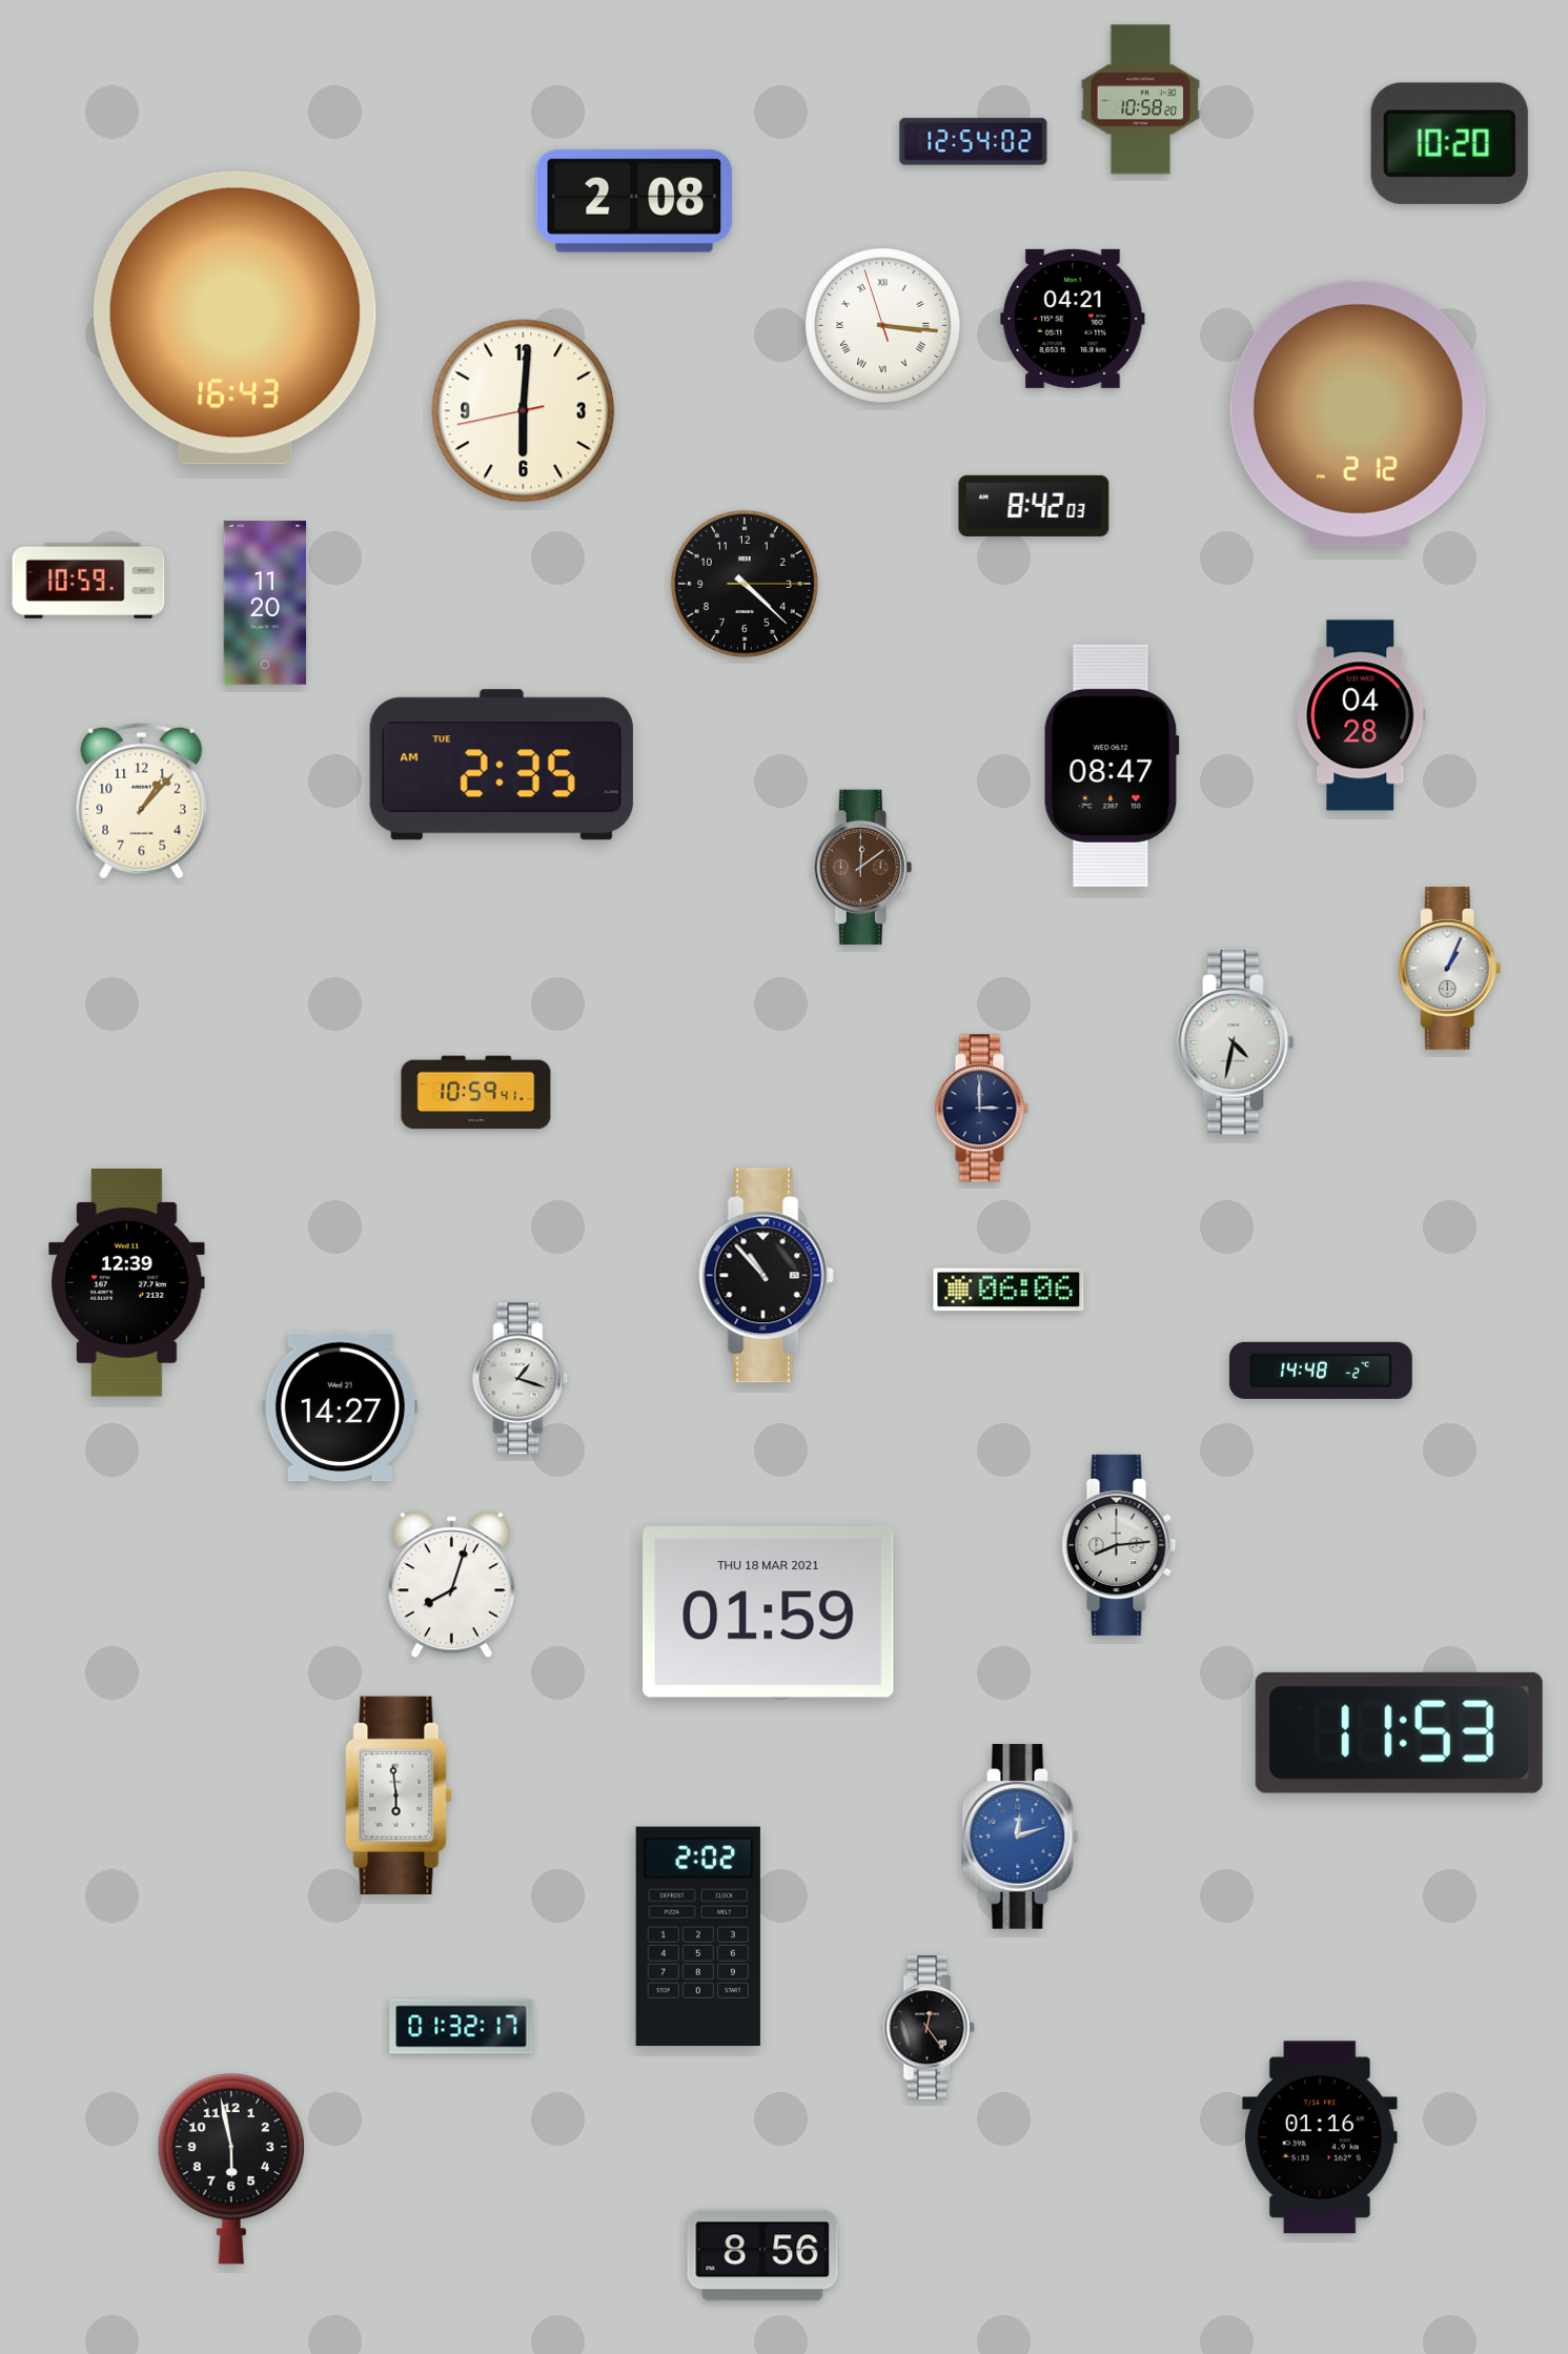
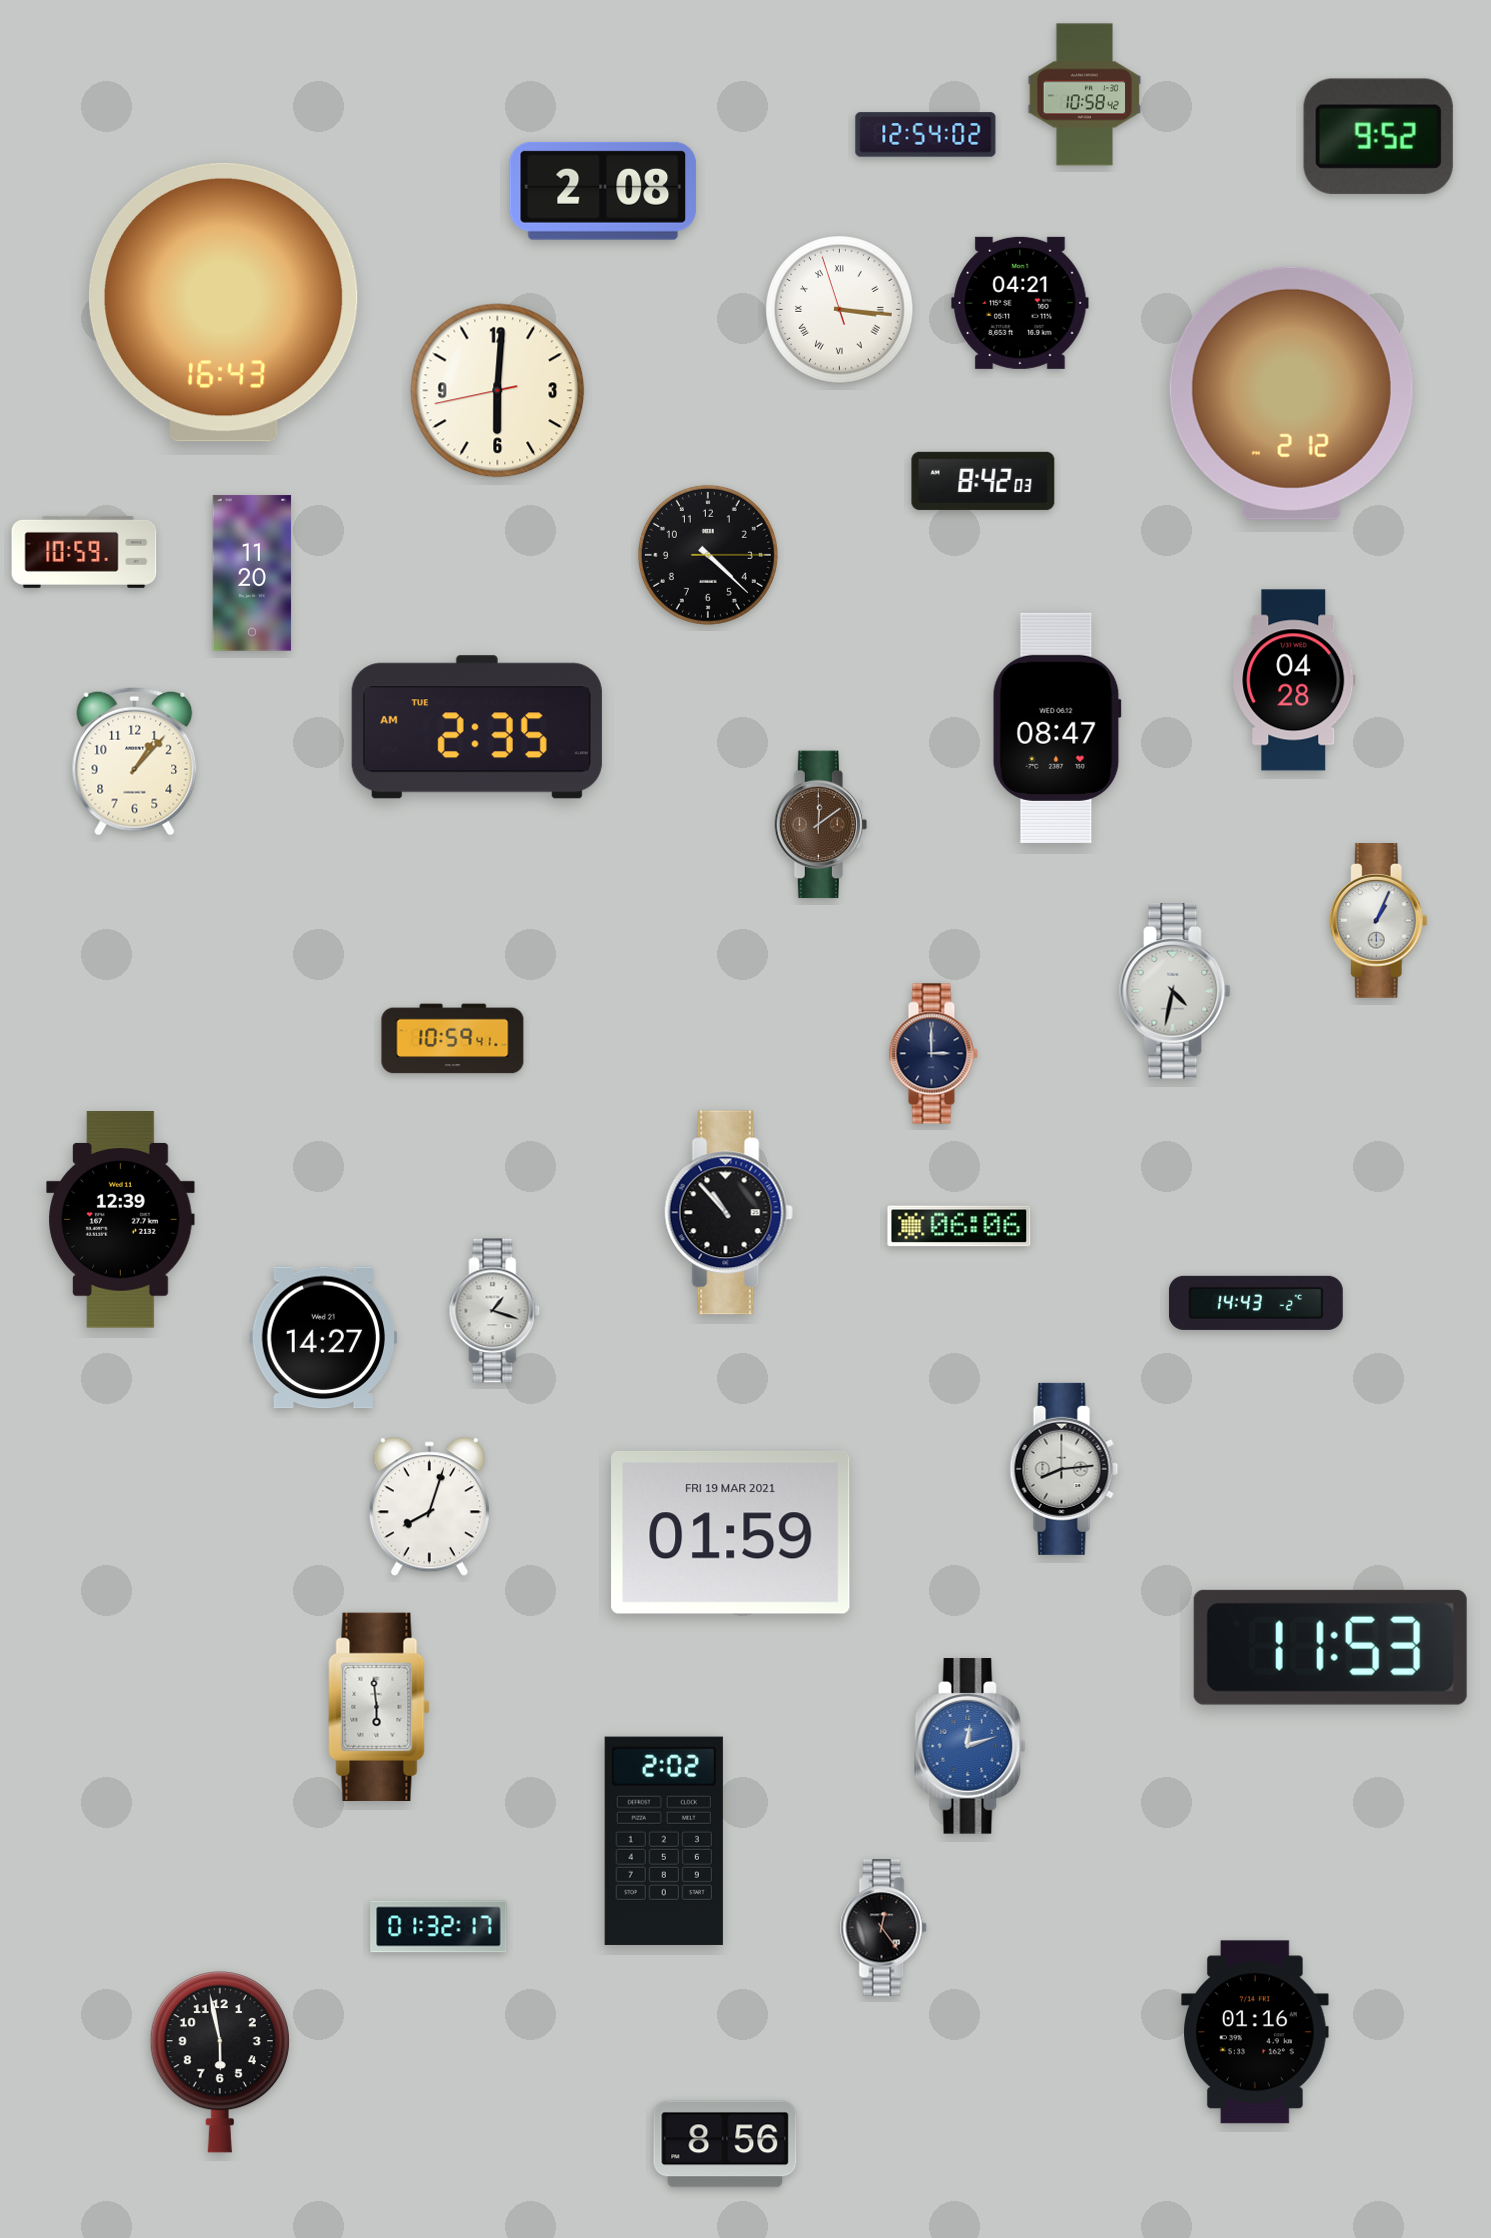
clock at (1141, 100): 10:58:20 -> 10:58:42
clock at (1449, 143): 10:20 -> 9:52
clock at (1321, 1371): 14:48 -> 14:43
clock at (769, 1611) date: THU 18 MAR 2021 -> FRI 19 MAR 2021
